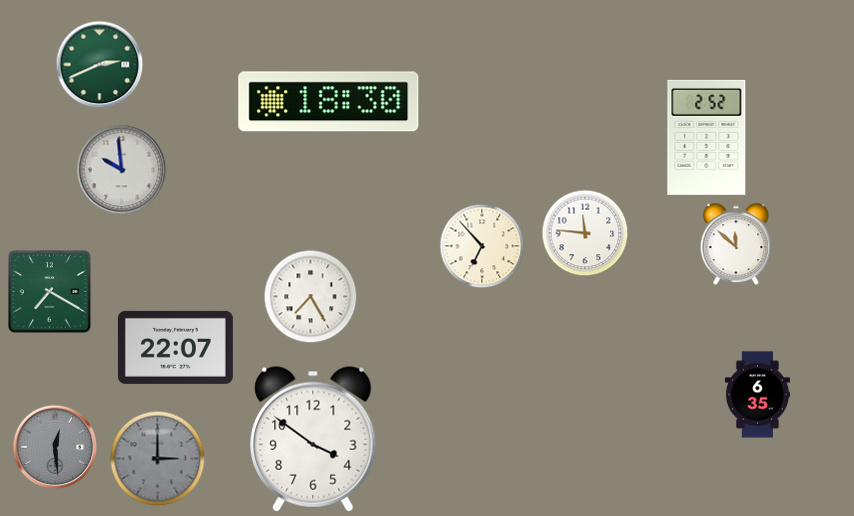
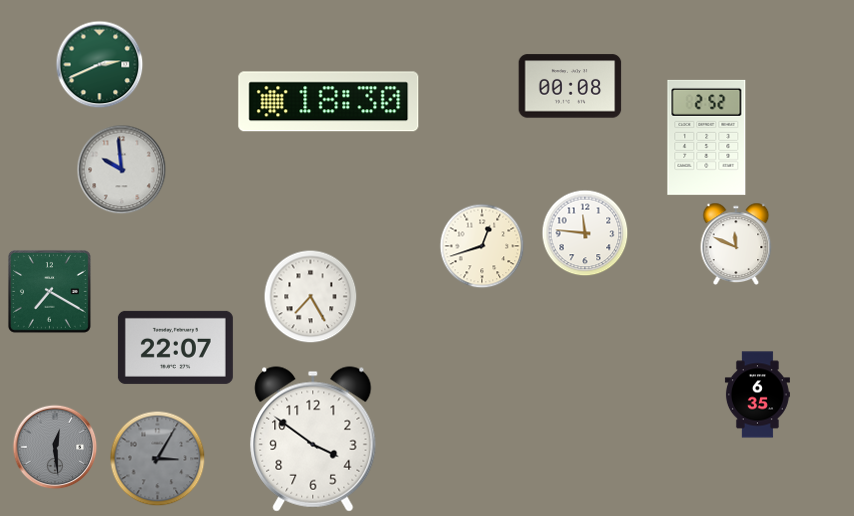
clock at (570, 86): none -> 00:08
clock at (736, 243): 11:52 -> 11:49
clock at (482, 246): 6:53 -> 12:42
clock at (157, 458): 3:00 -> 3:05
